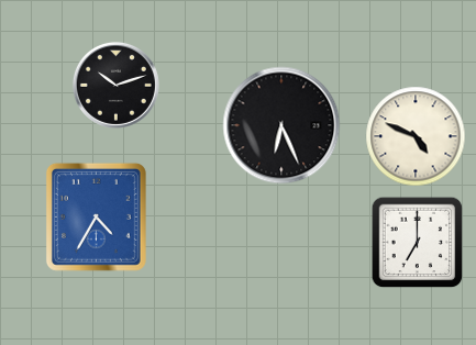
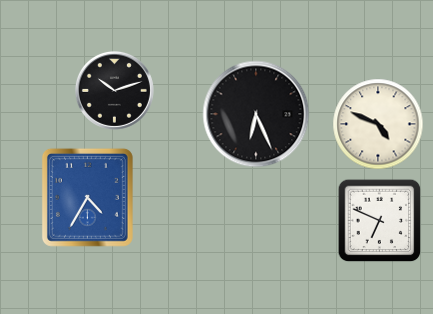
clock at (115, 85) position: (115, 85) -> (114, 90)
clock at (418, 243): 7:00 -> 6:49
